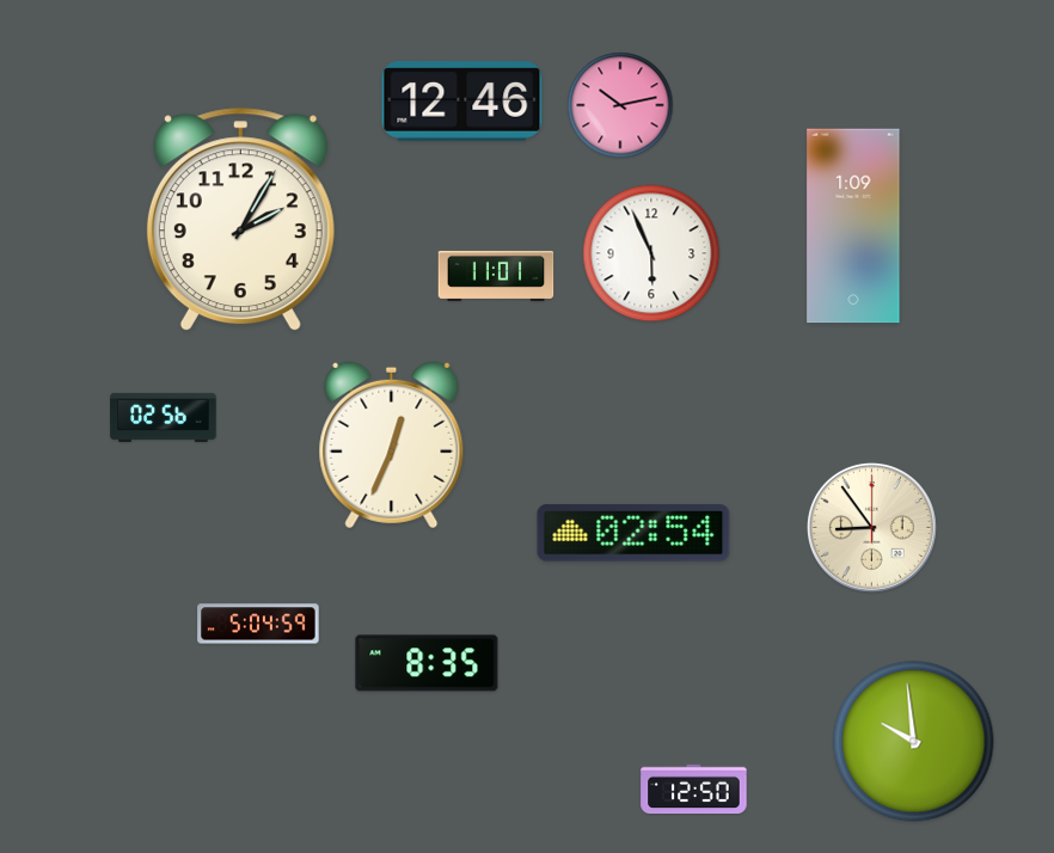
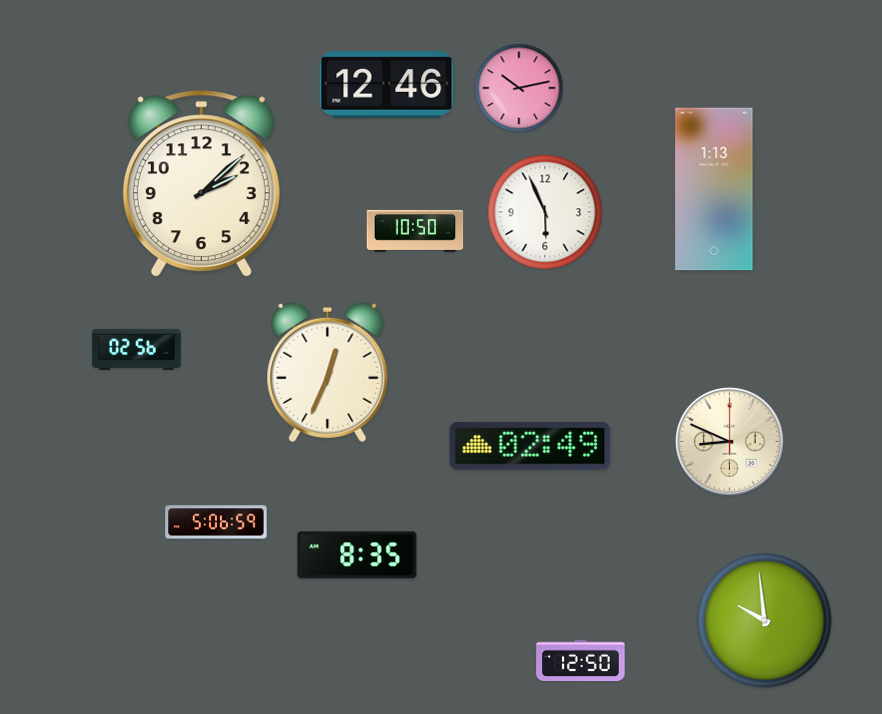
clock at (240, 220): 2:05 -> 2:08
clock at (853, 226): 1:09 -> 1:13
clock at (496, 276): 11:01 -> 10:50
clock at (871, 527): 8:54 -> 8:49
clock at (633, 533): 02:54 -> 02:49
clock at (258, 624): 5:04 -> 5:06
